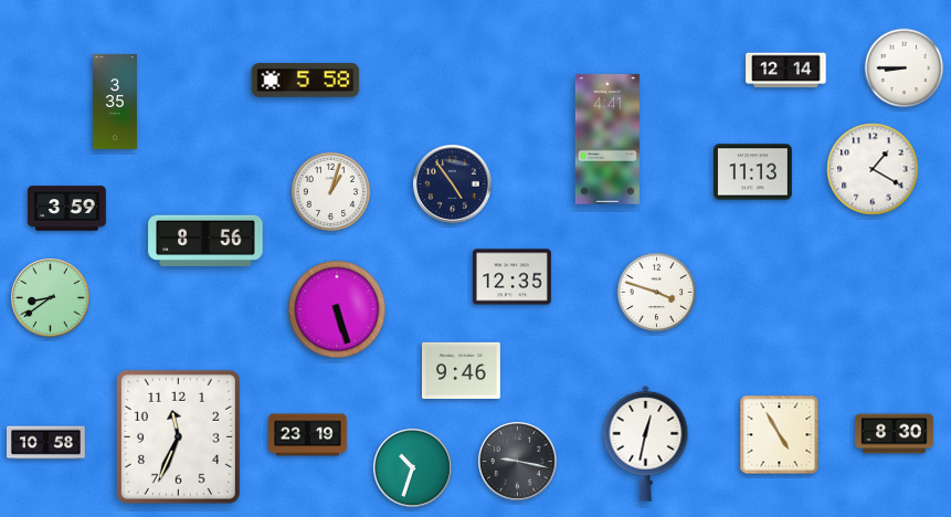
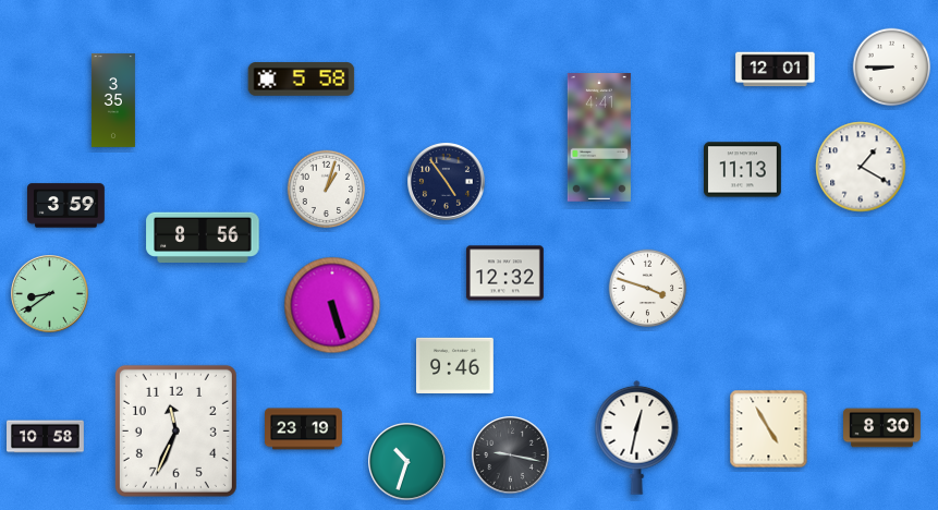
clock at (786, 71): 12:14 -> 12:01
clock at (513, 277): 12:35 -> 12:32
